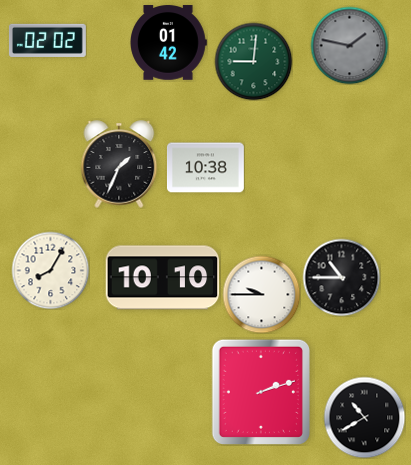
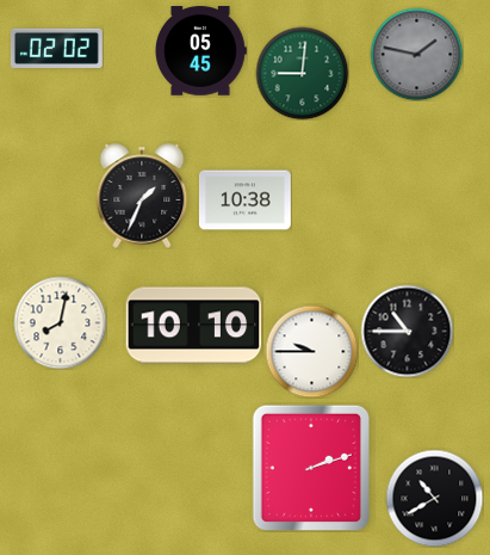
clock at (169, 43): 01:42 -> 05:45
clock at (50, 270): 8:05 -> 8:02
clock at (163, 278) position: (163, 278) -> (194, 326)
